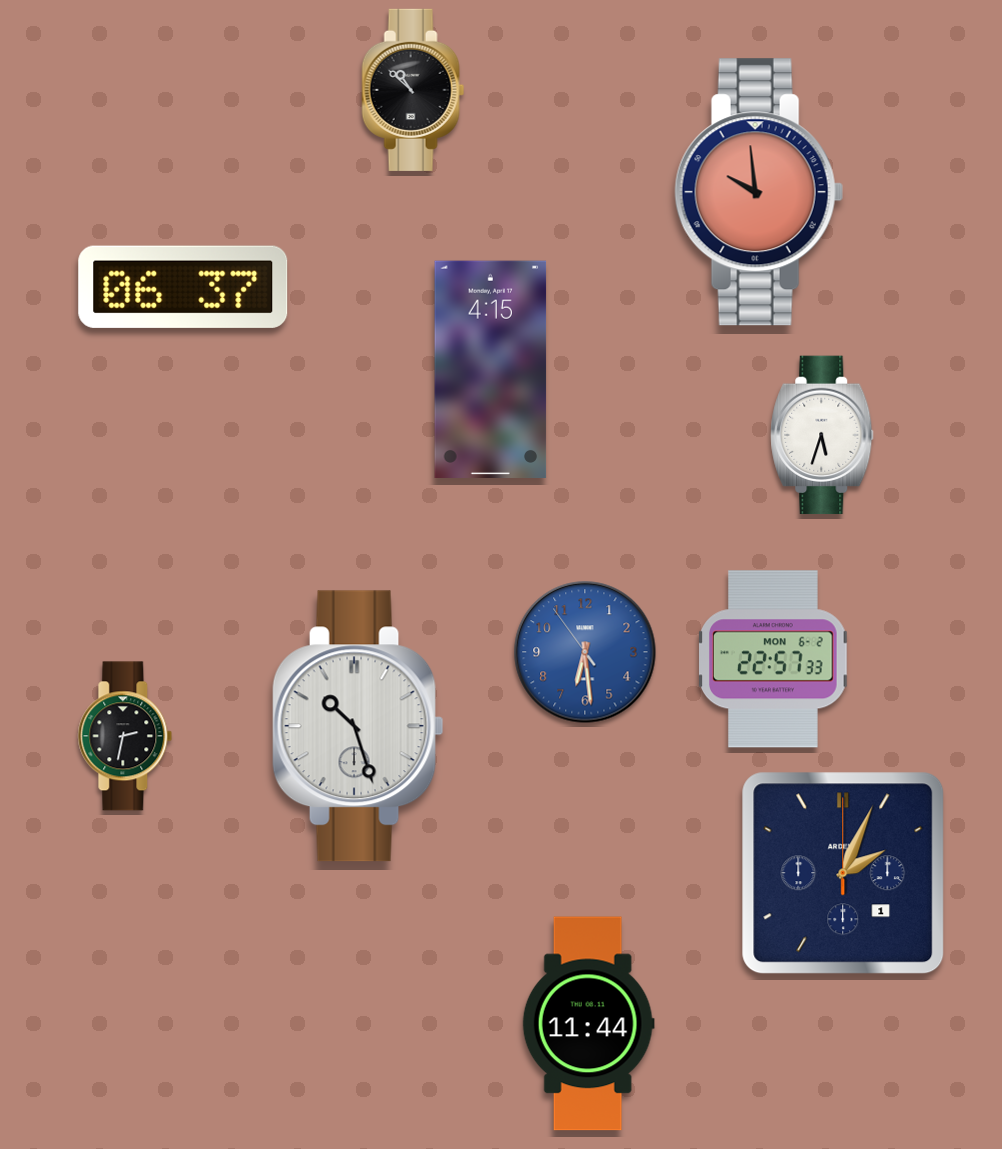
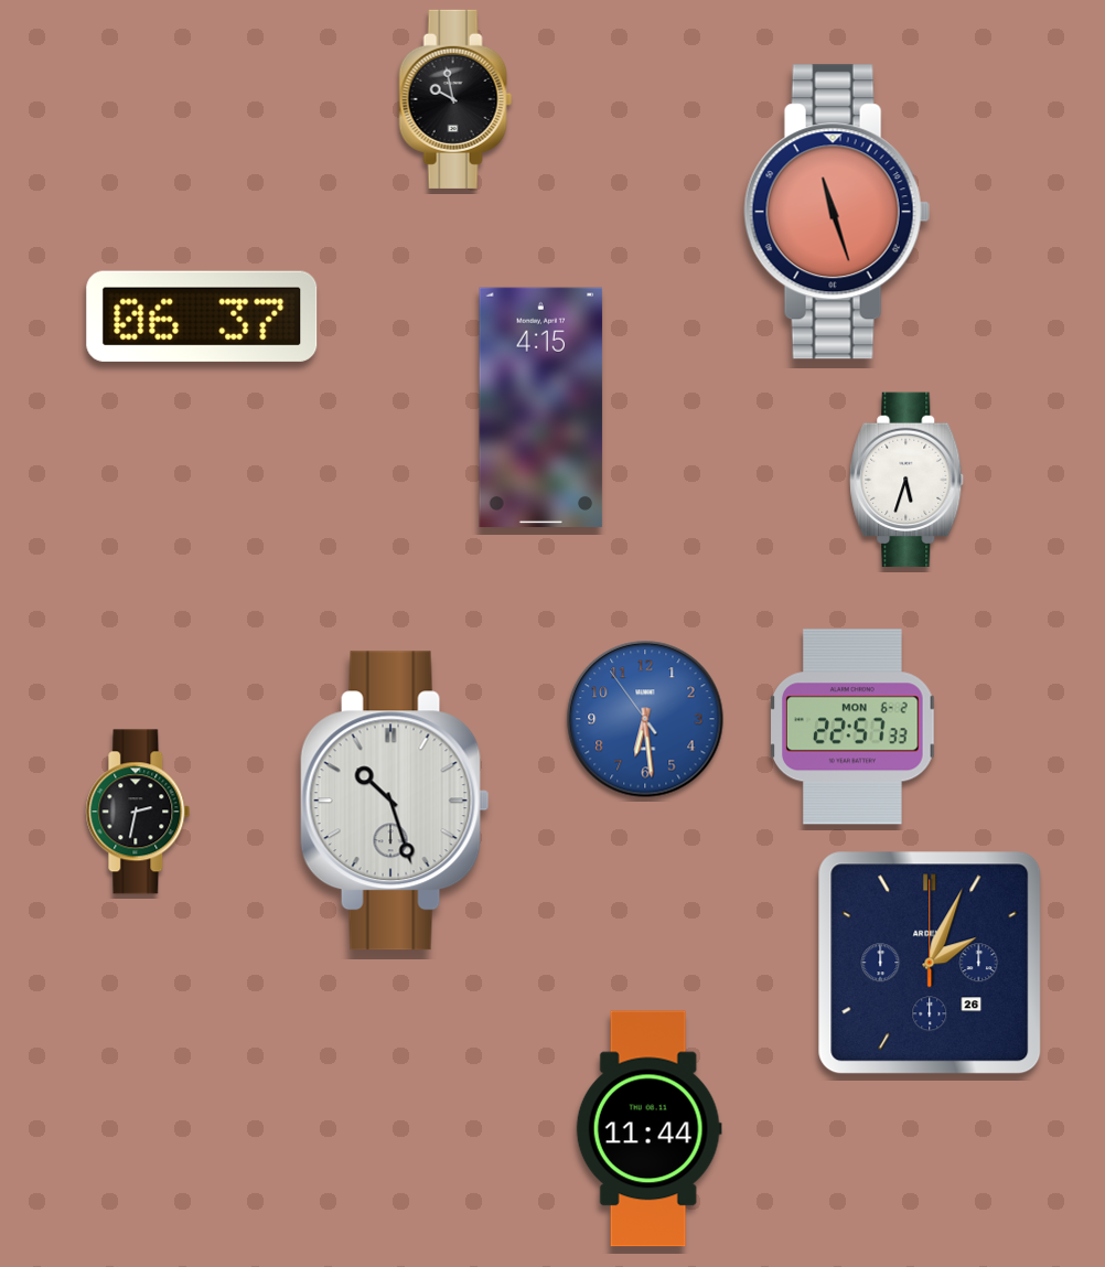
clock at (413, 90): 10:52 -> 9:58
clock at (759, 192): 9:59 -> 11:27
clock at (843, 873) date: 1 -> 26
